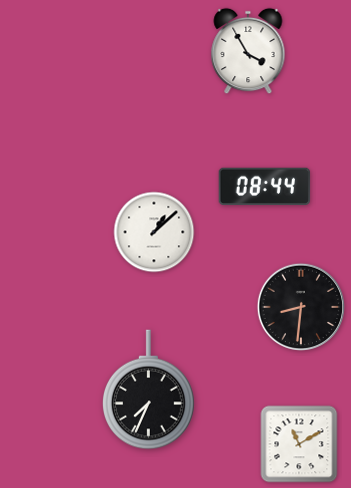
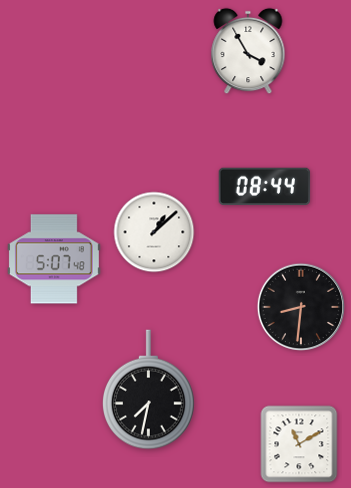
clock at (54, 259): none -> 5:07
clock at (148, 390): 7:34 -> 7:32
